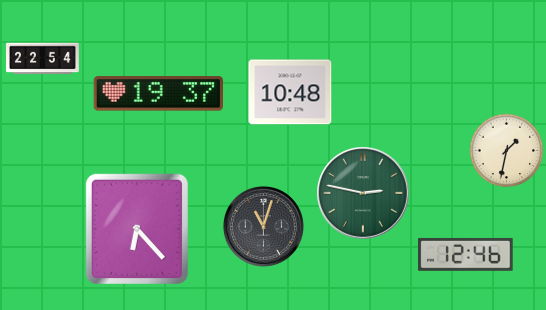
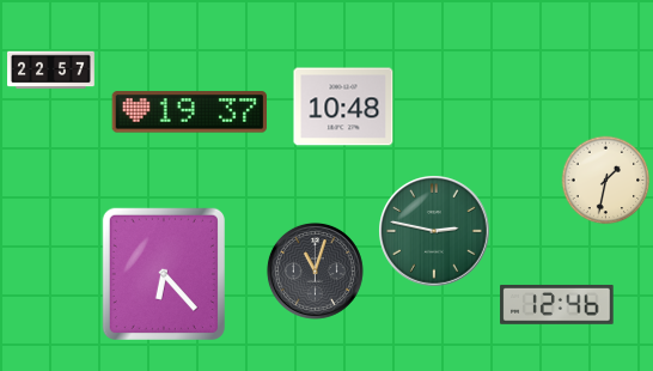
clock at (43, 59): 22:54 -> 22:57
clock at (290, 92) position: (290, 92) -> (343, 107)
